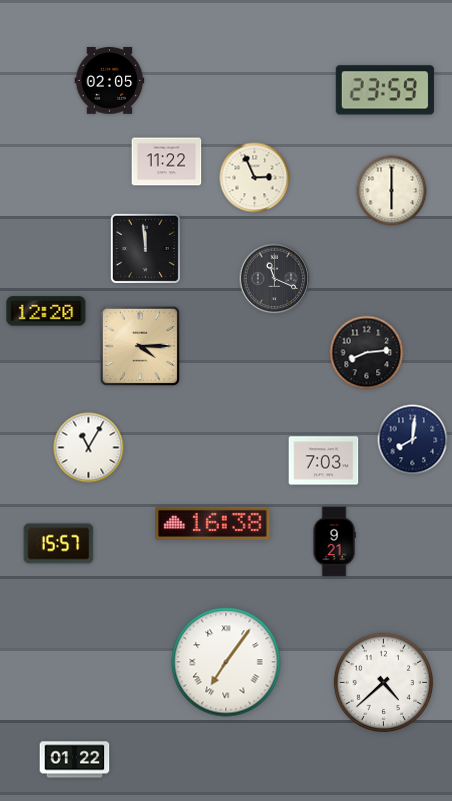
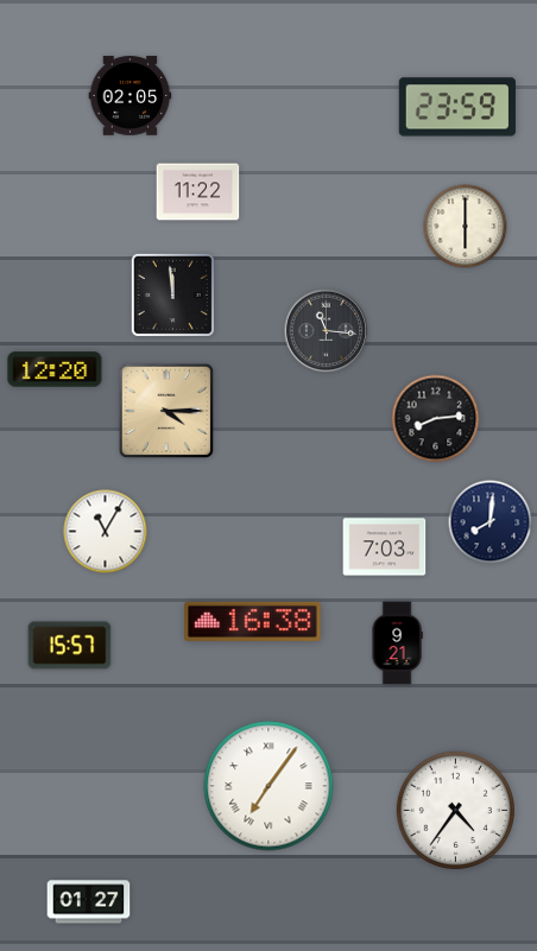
clock at (255, 178): 2:56 -> none
clock at (275, 279): 11:19 -> 11:16
clock at (383, 682): 4:38 -> 4:36
clock at (75, 760): 01:22 -> 01:27
